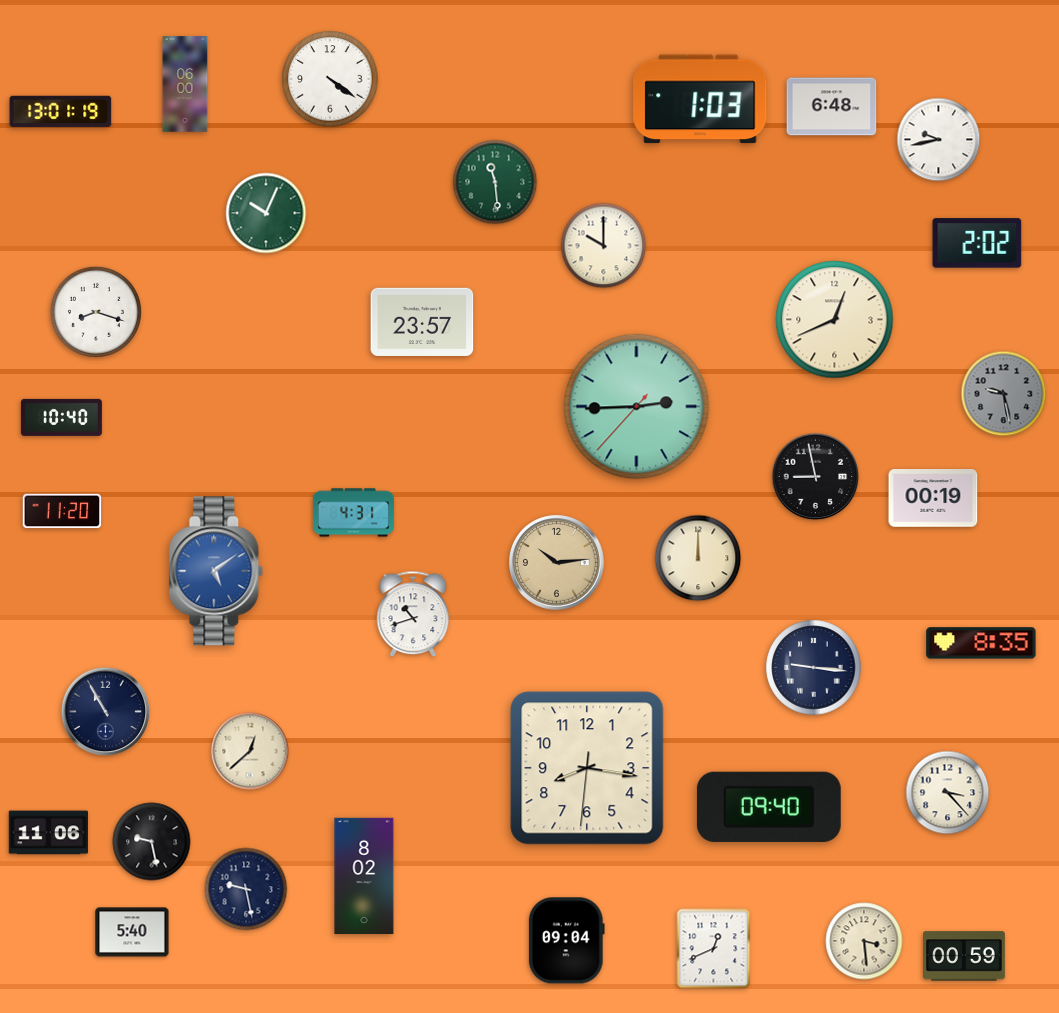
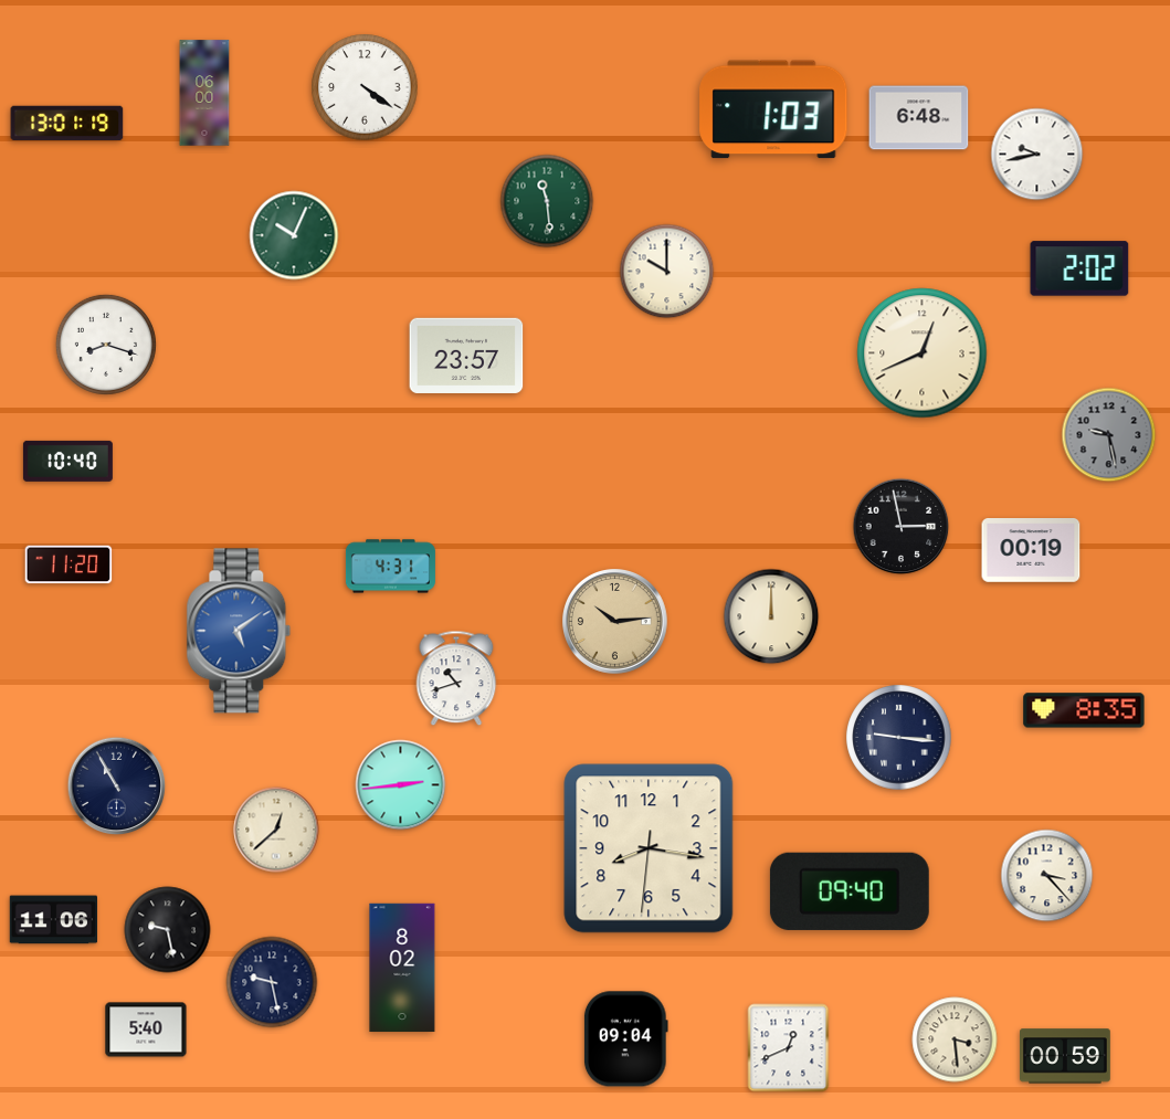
clock at (637, 407): 2:44 -> none
clock at (816, 477): 8:58 -> 2:58
clock at (401, 785): none -> 2:44
